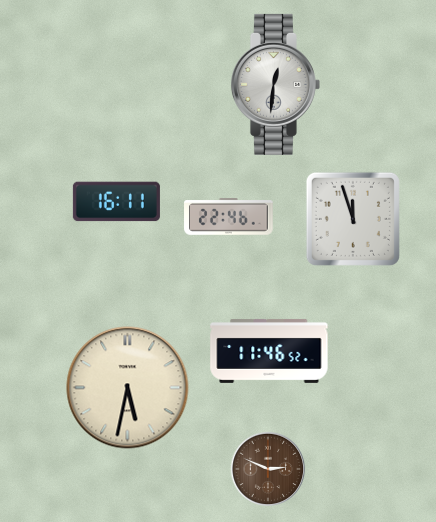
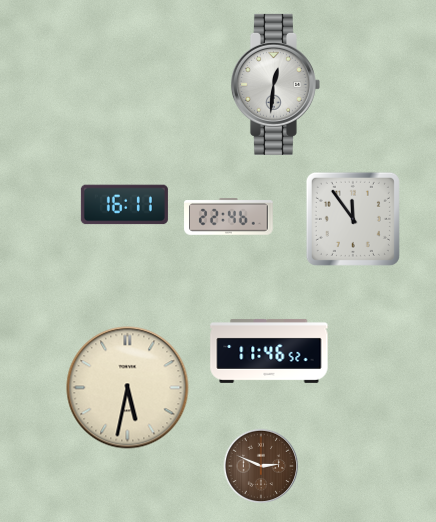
clock at (116, 202) position: (116, 202) -> (124, 205)
clock at (353, 219): 11:57 -> 11:54
clock at (268, 469) position: (268, 469) -> (261, 466)
